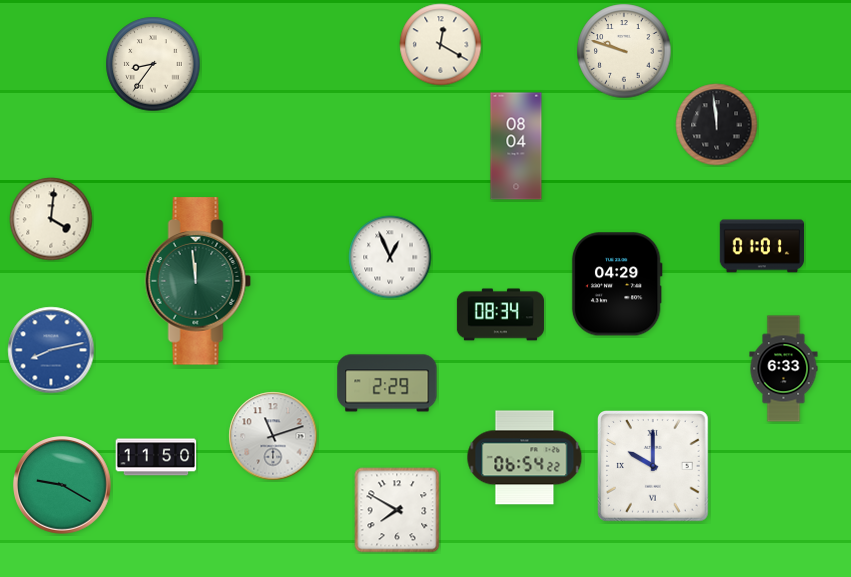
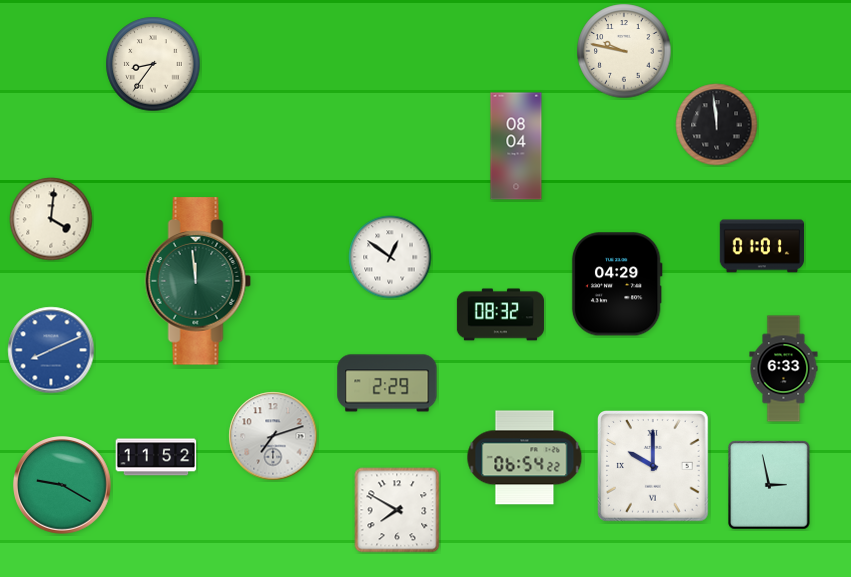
clock at (441, 45): 12:20 -> none
clock at (624, 51): 9:48 -> 9:47
clock at (390, 257): 12:56 -> 12:51
clock at (500, 315): 08:34 -> 08:32
clock at (51, 350): 8:13 -> 8:11
clock at (273, 436): 11:12 -> 7:12
clock at (156, 457): 11:50 -> 11:52
clock at (769, 485): none -> 2:58
